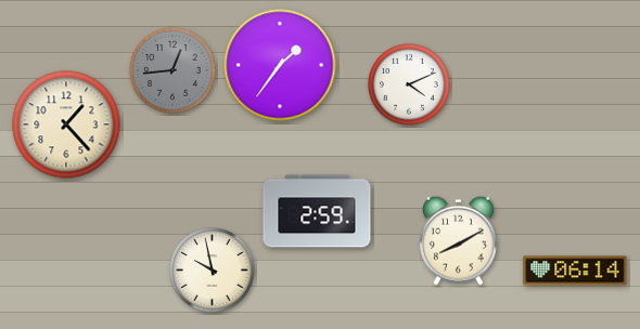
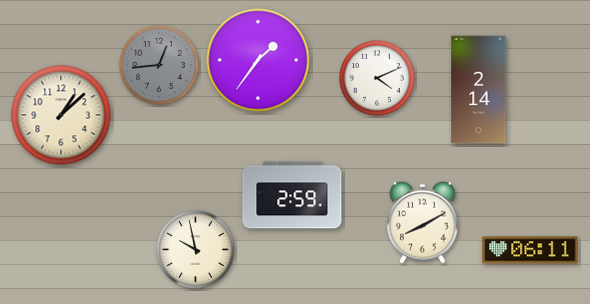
clock at (479, 90): none -> 2:14
clock at (66, 124): 1:23 -> 1:08
clock at (575, 271): 06:14 -> 06:11
